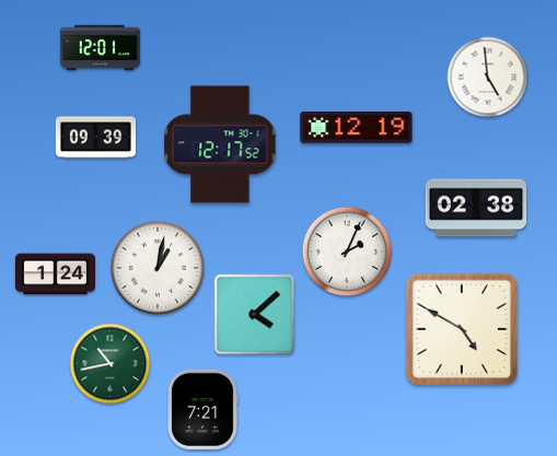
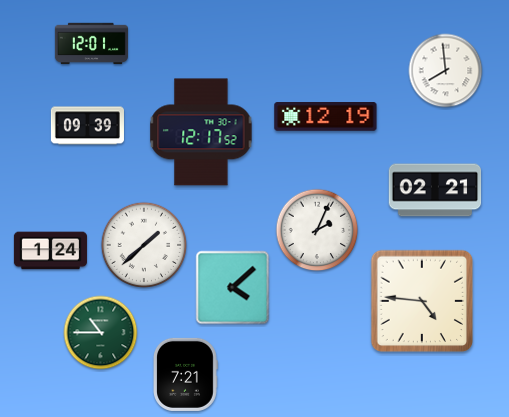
clock at (488, 78): 4:59 -> 7:59
clock at (476, 208): 02:38 -> 02:21
clock at (158, 268): 1:02 -> 1:38
clock at (462, 329): 4:50 -> 4:46
clock at (111, 364): 10:43 -> 10:45
